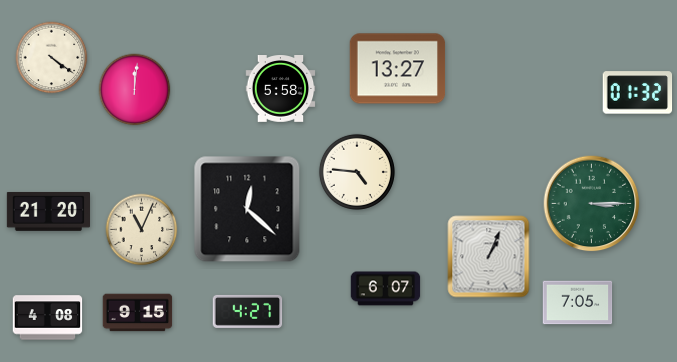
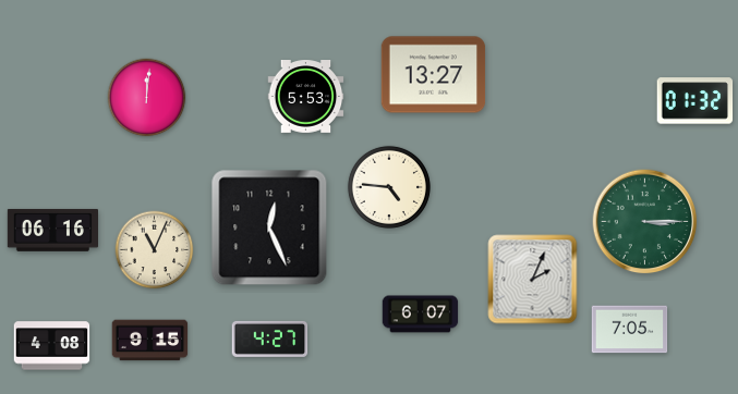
clock at (52, 58): 4:21 -> none
clock at (281, 89): 5:58 -> 5:53
clock at (247, 209): 12:22 -> 12:26
clock at (48, 212): 21:20 -> 06:16
clock at (489, 257): 1:04 -> 2:04
